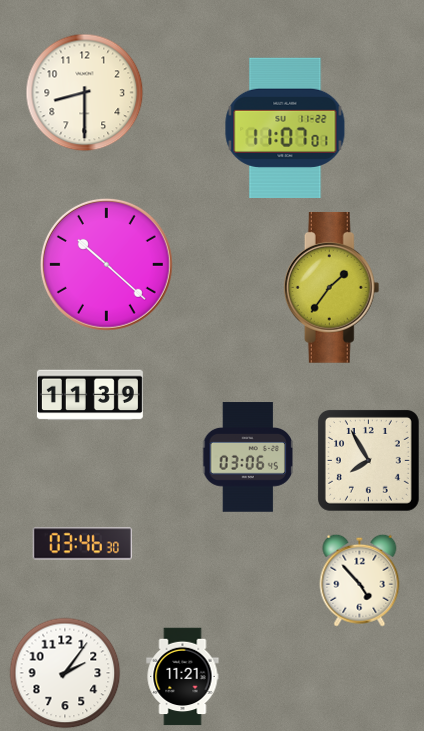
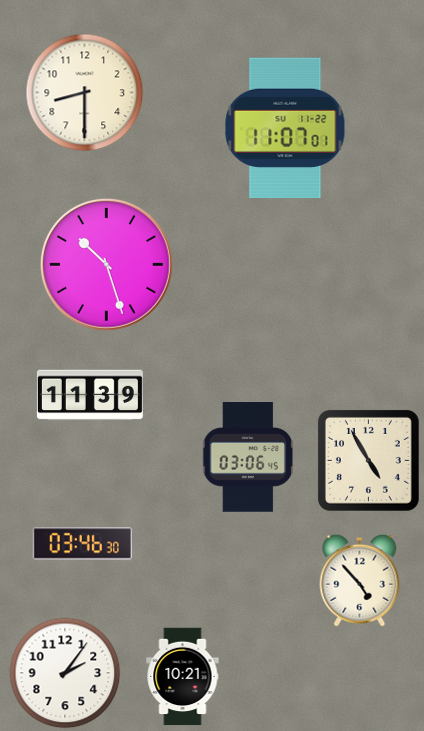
clock at (106, 264): 10:22 -> 10:27
clock at (332, 287): 1:36 -> none
clock at (368, 460): 7:55 -> 4:55
clock at (183, 677): 11:21 -> 10:21
